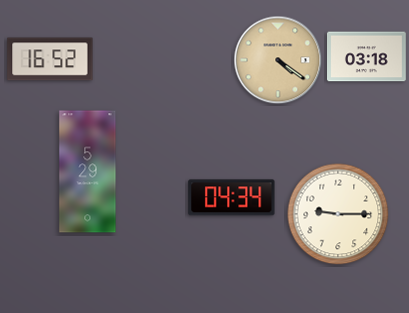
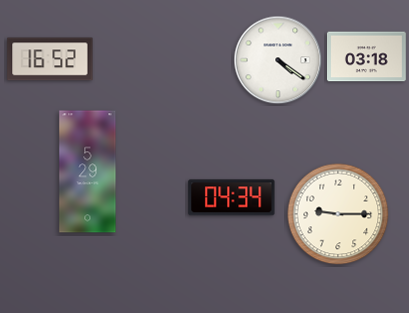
clock at (278, 60) dial: champagne -> white
